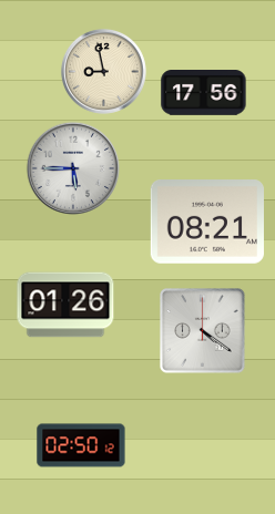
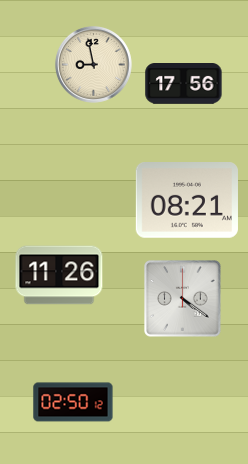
clock at (73, 168): 5:45 -> none
clock at (65, 305): 01:26 -> 11:26
